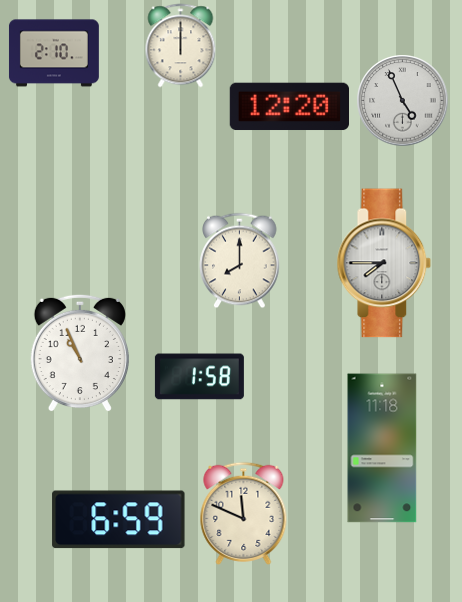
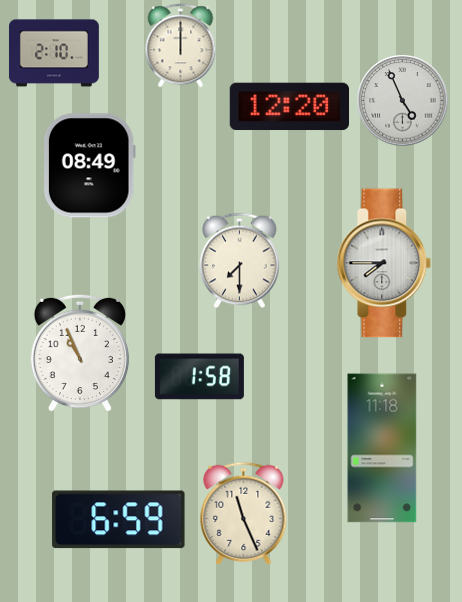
clock at (89, 166): none -> 08:49
clock at (240, 261): 8:00 -> 7:30
clock at (244, 513): 11:49 -> 11:26
